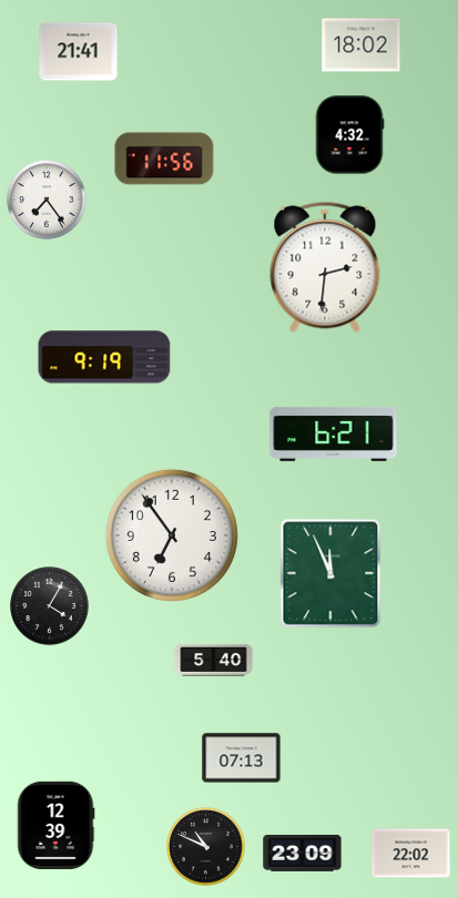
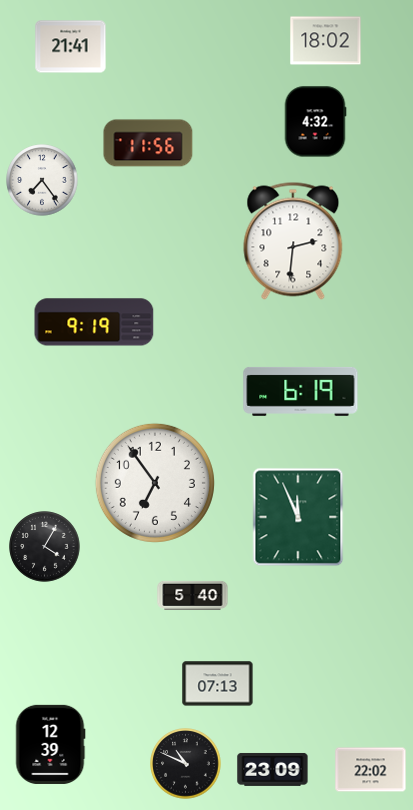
clock at (334, 433): 6:21 -> 6:19
